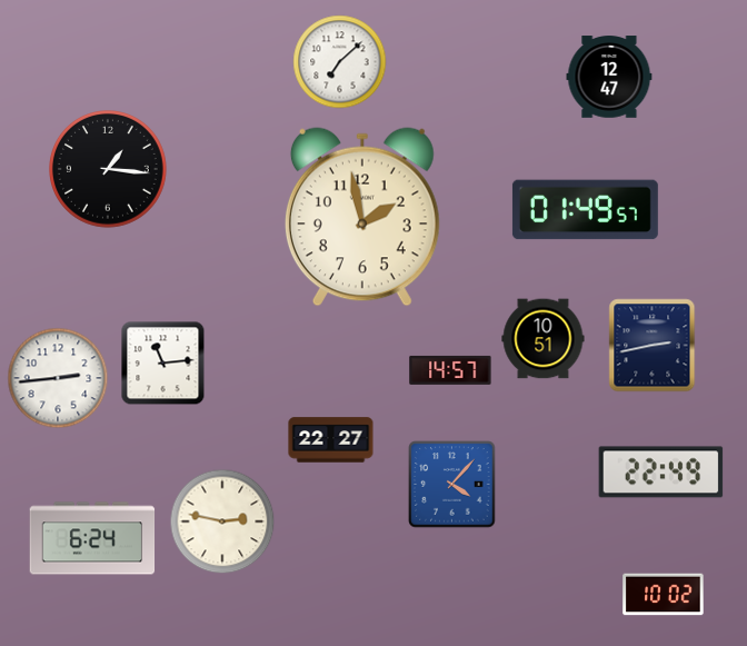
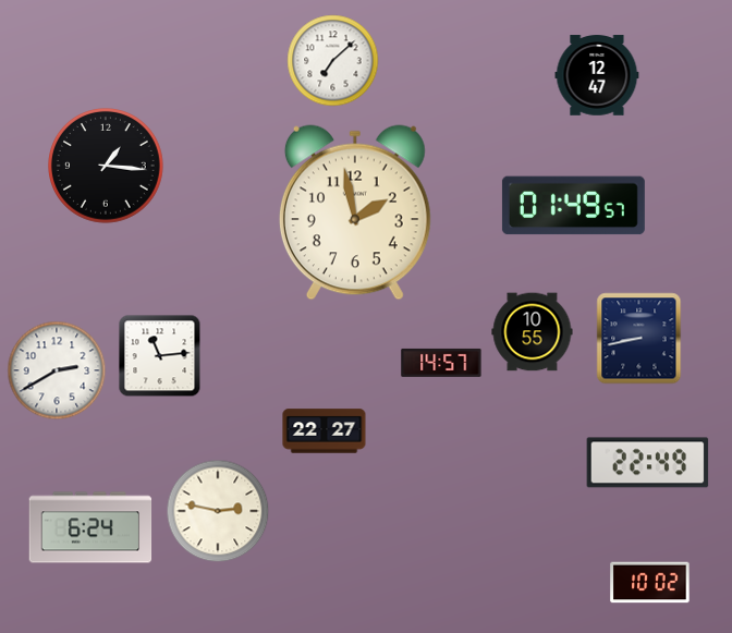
clock at (544, 339): 10:51 -> 10:55
clock at (653, 346): 2:43 -> 8:43
clock at (58, 378): 2:44 -> 2:40
clock at (452, 485): 4:07 -> none
